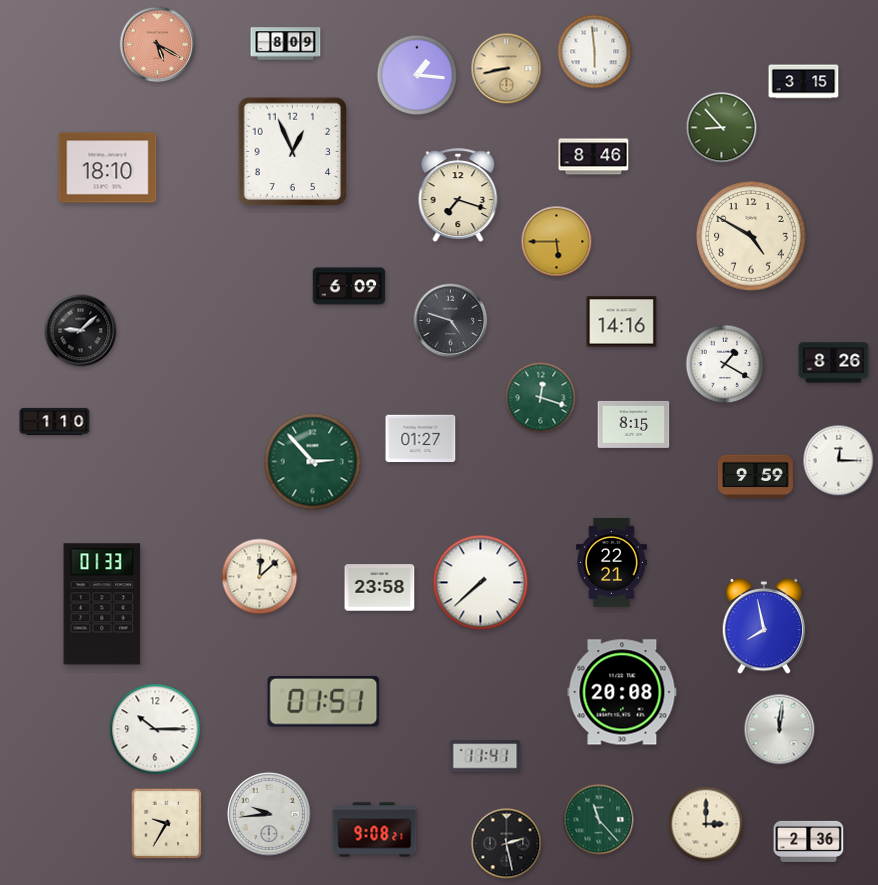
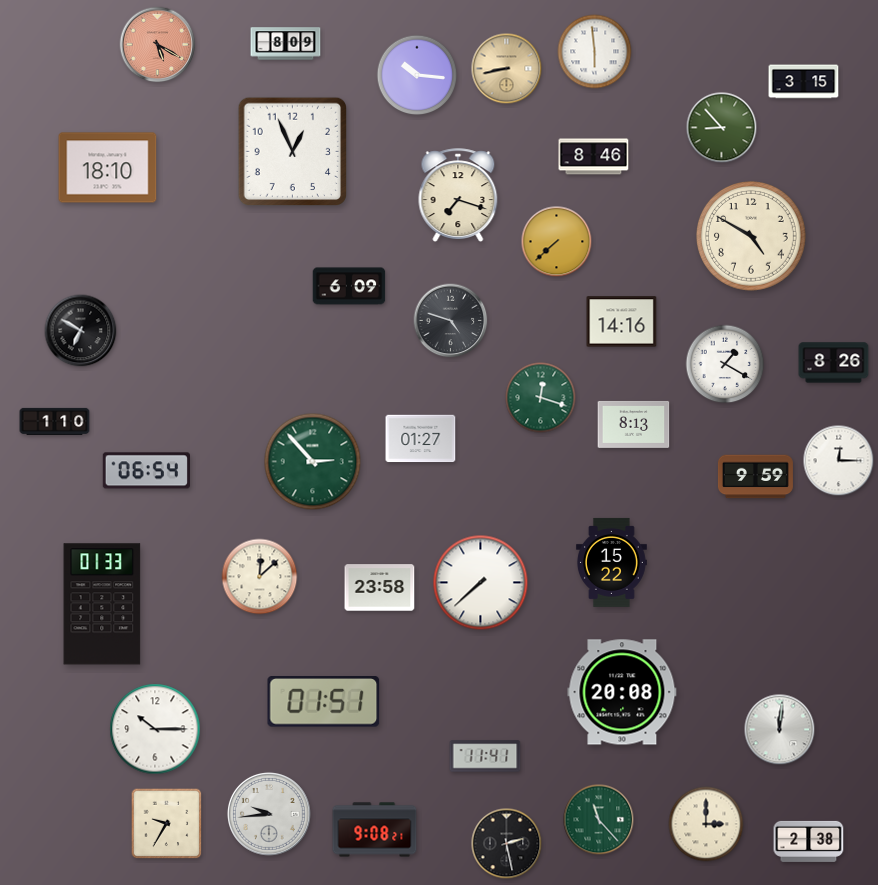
clock at (417, 75): 1:16 -> 10:16
clock at (557, 242): 5:45 -> 7:38
clock at (81, 331): 9:08 -> 6:50
clock at (634, 424): 8:15 -> 8:13
clock at (146, 471): none -> 06:54
clock at (611, 562): 22:21 -> 15:22
clock at (764, 626): 7:58 -> none
clock at (809, 841): 2:36 -> 2:38
